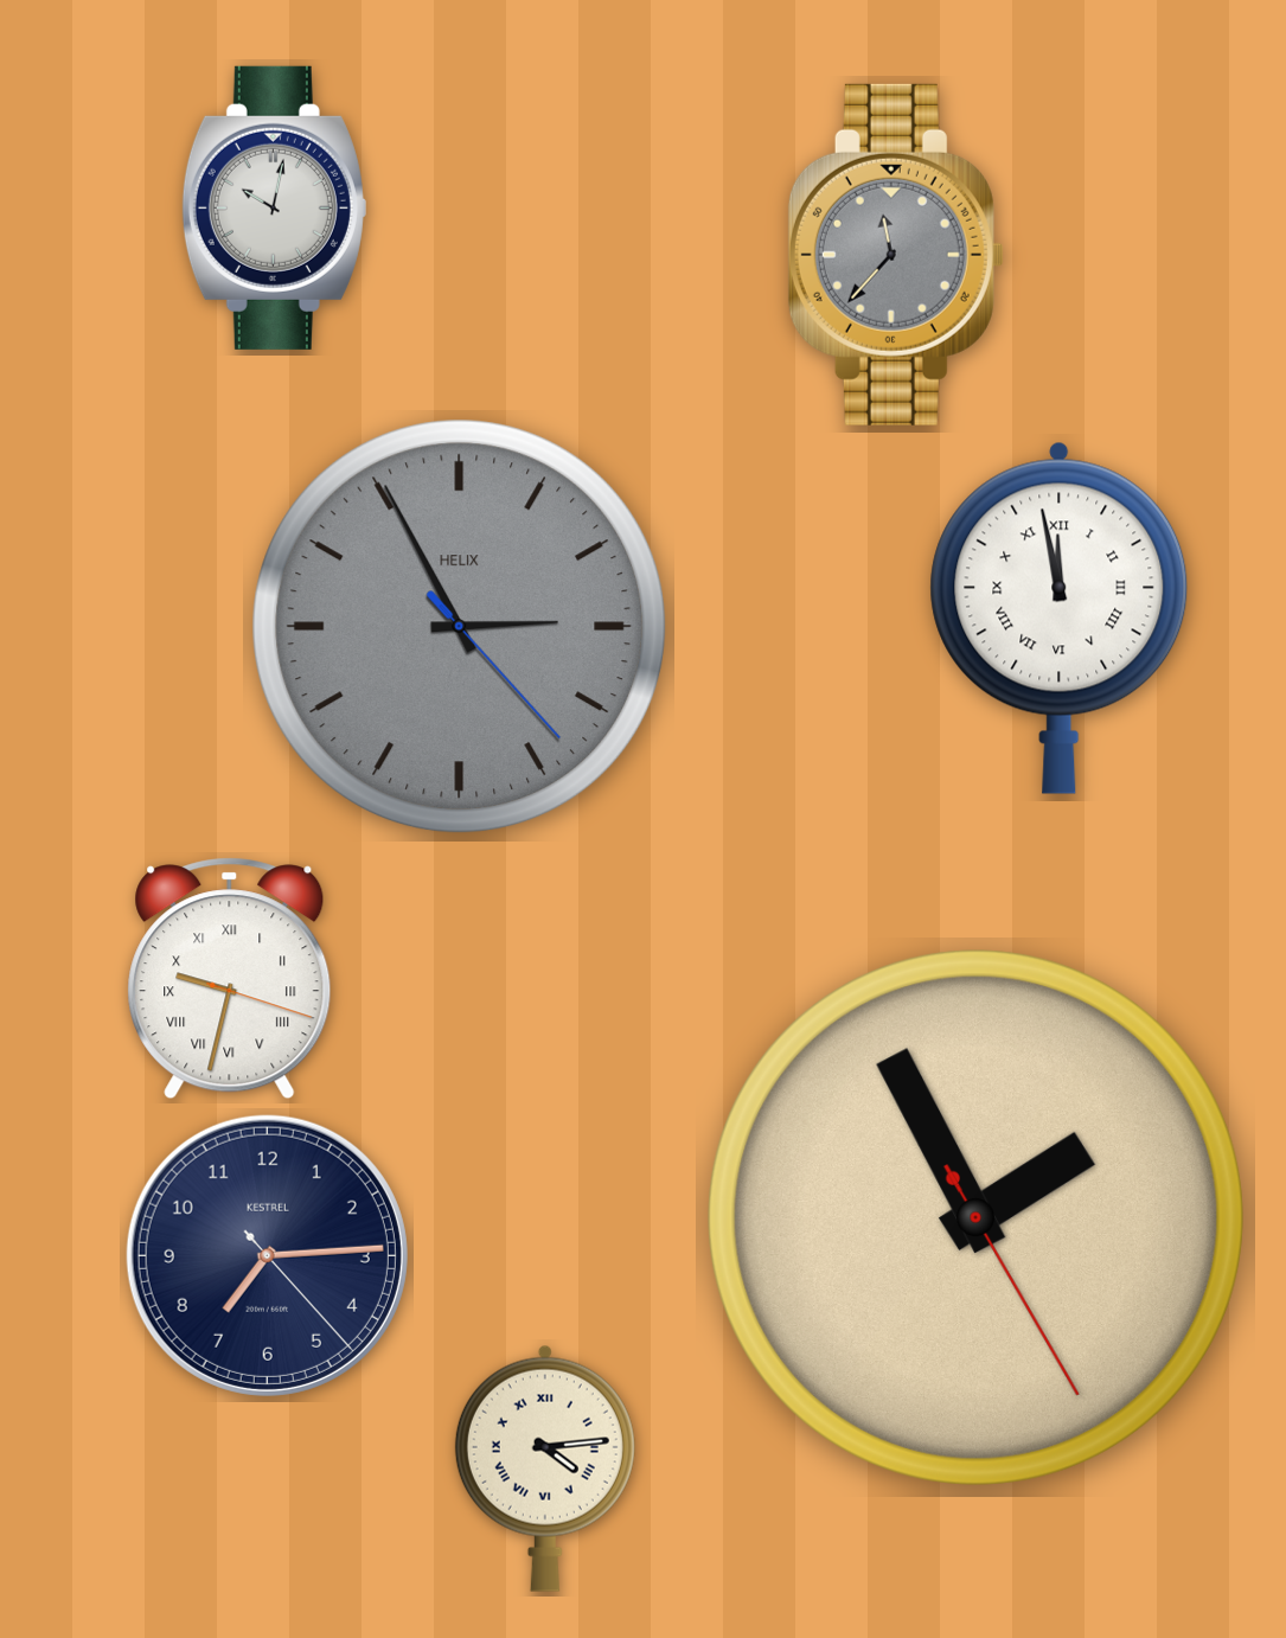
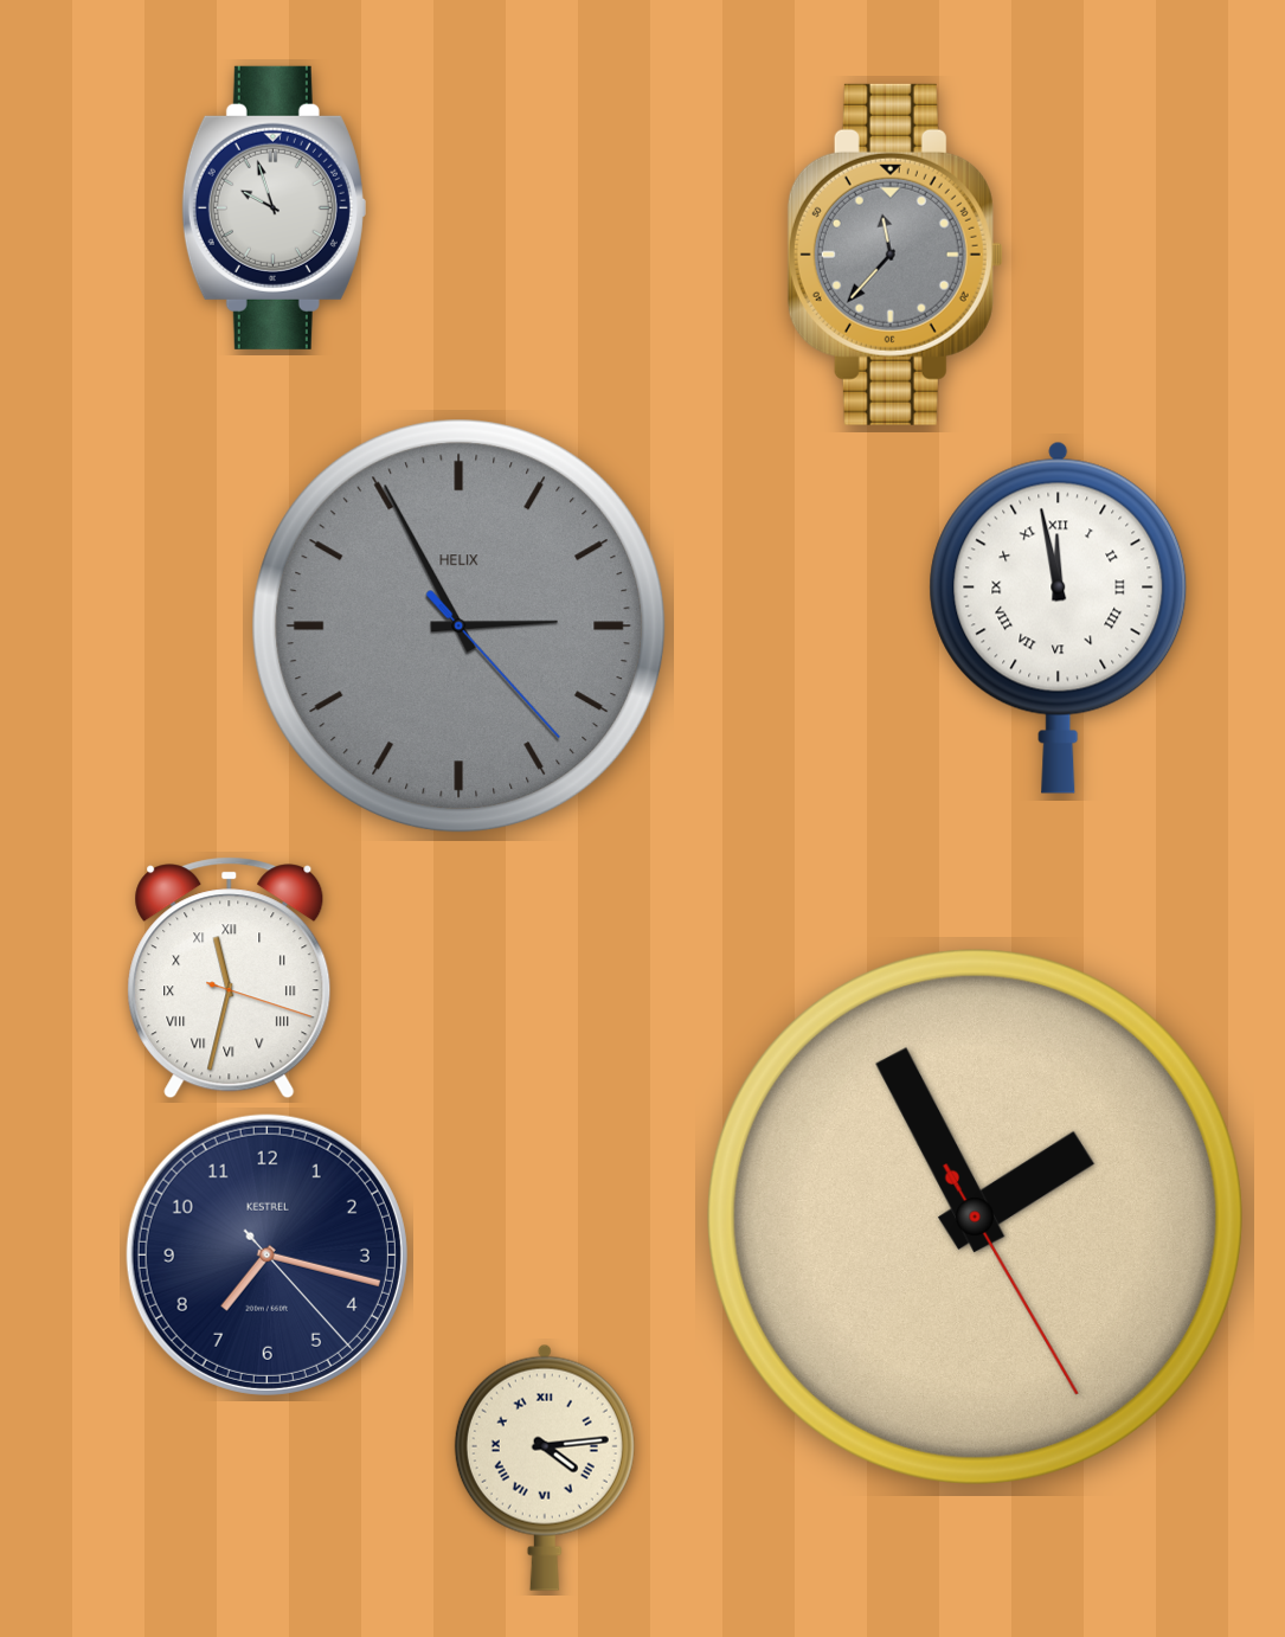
clock at (274, 207): 10:02 -> 9:57
clock at (230, 979): 9:32 -> 11:32
clock at (267, 1255): 7:14 -> 7:17
